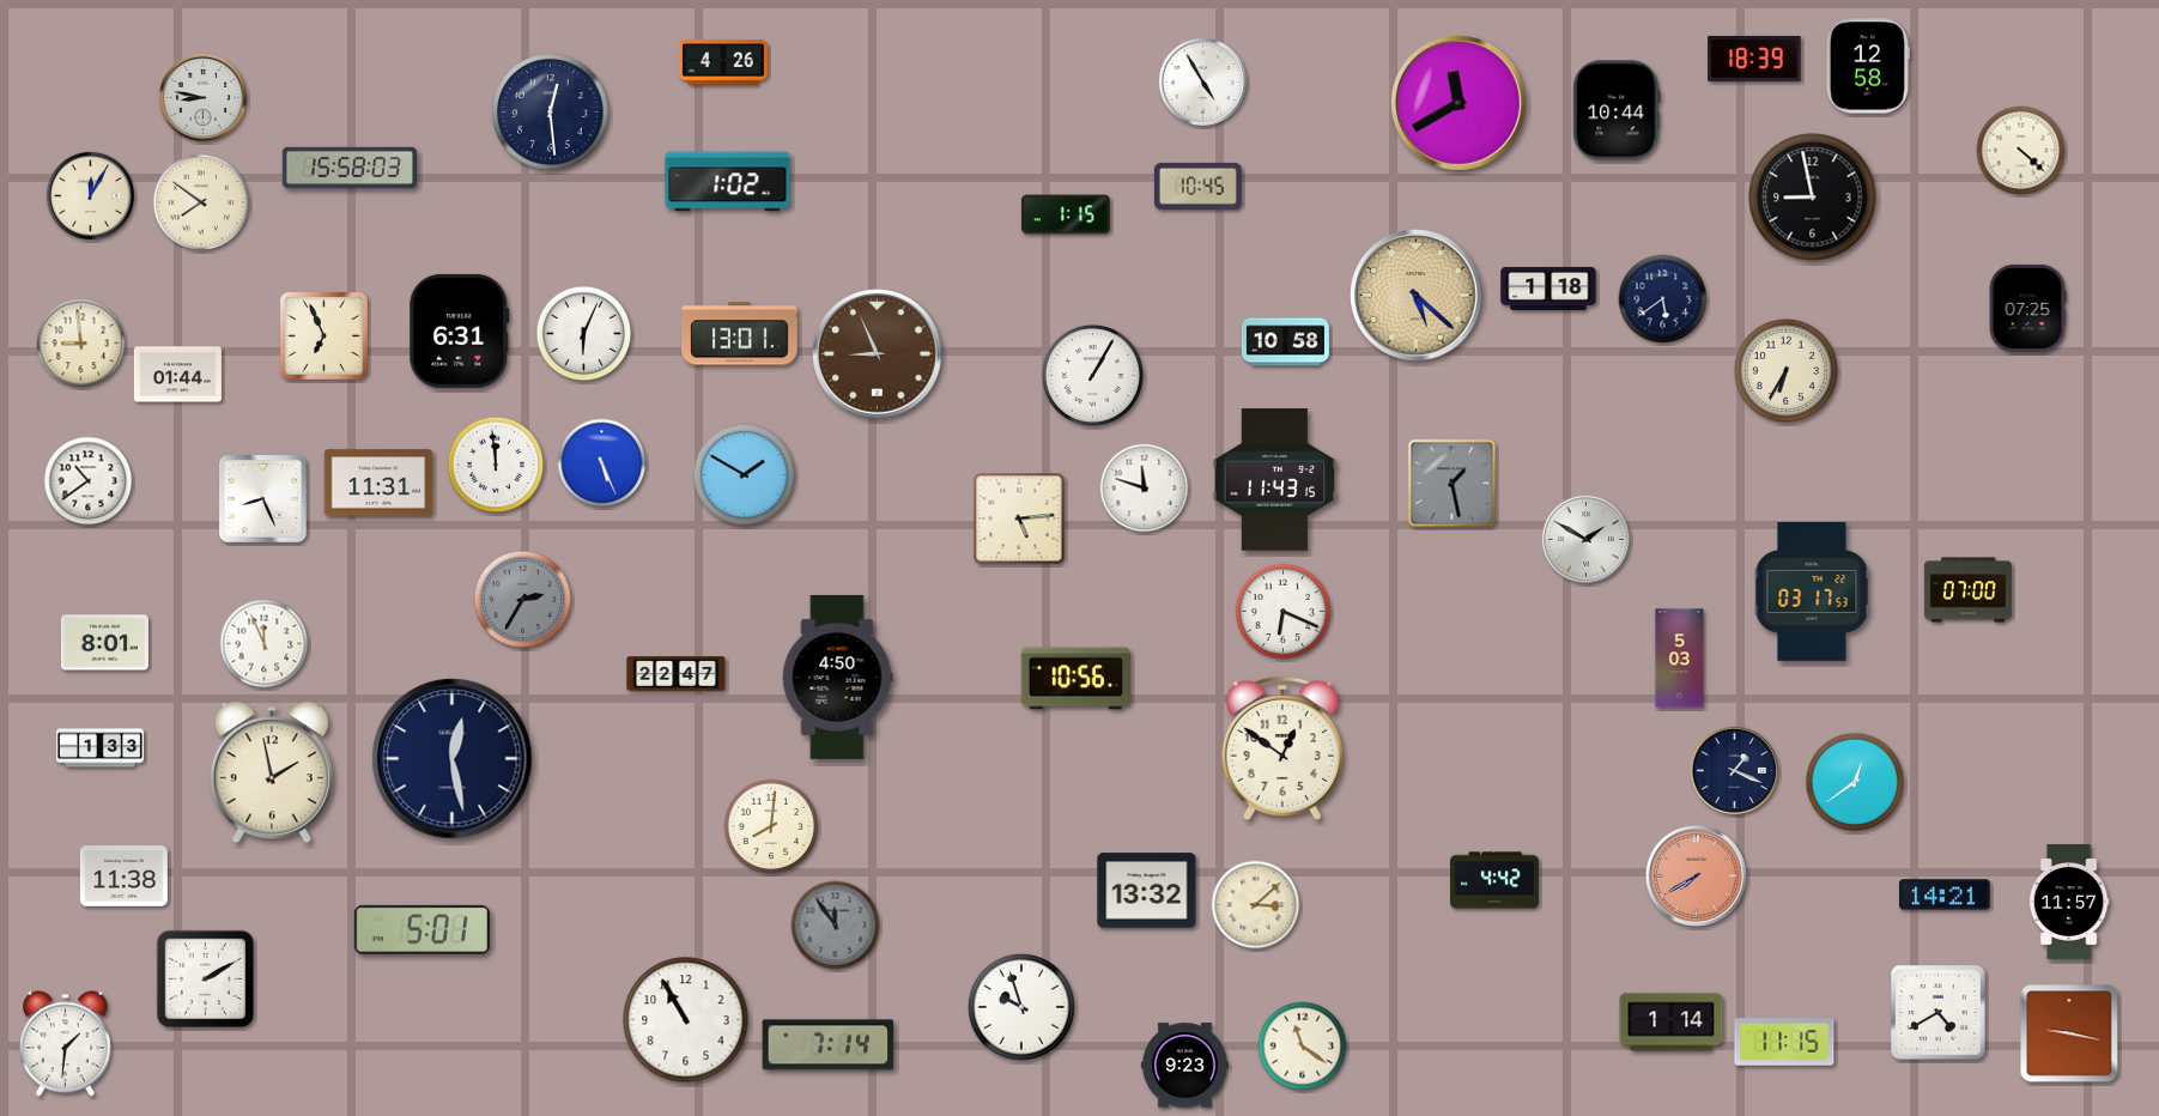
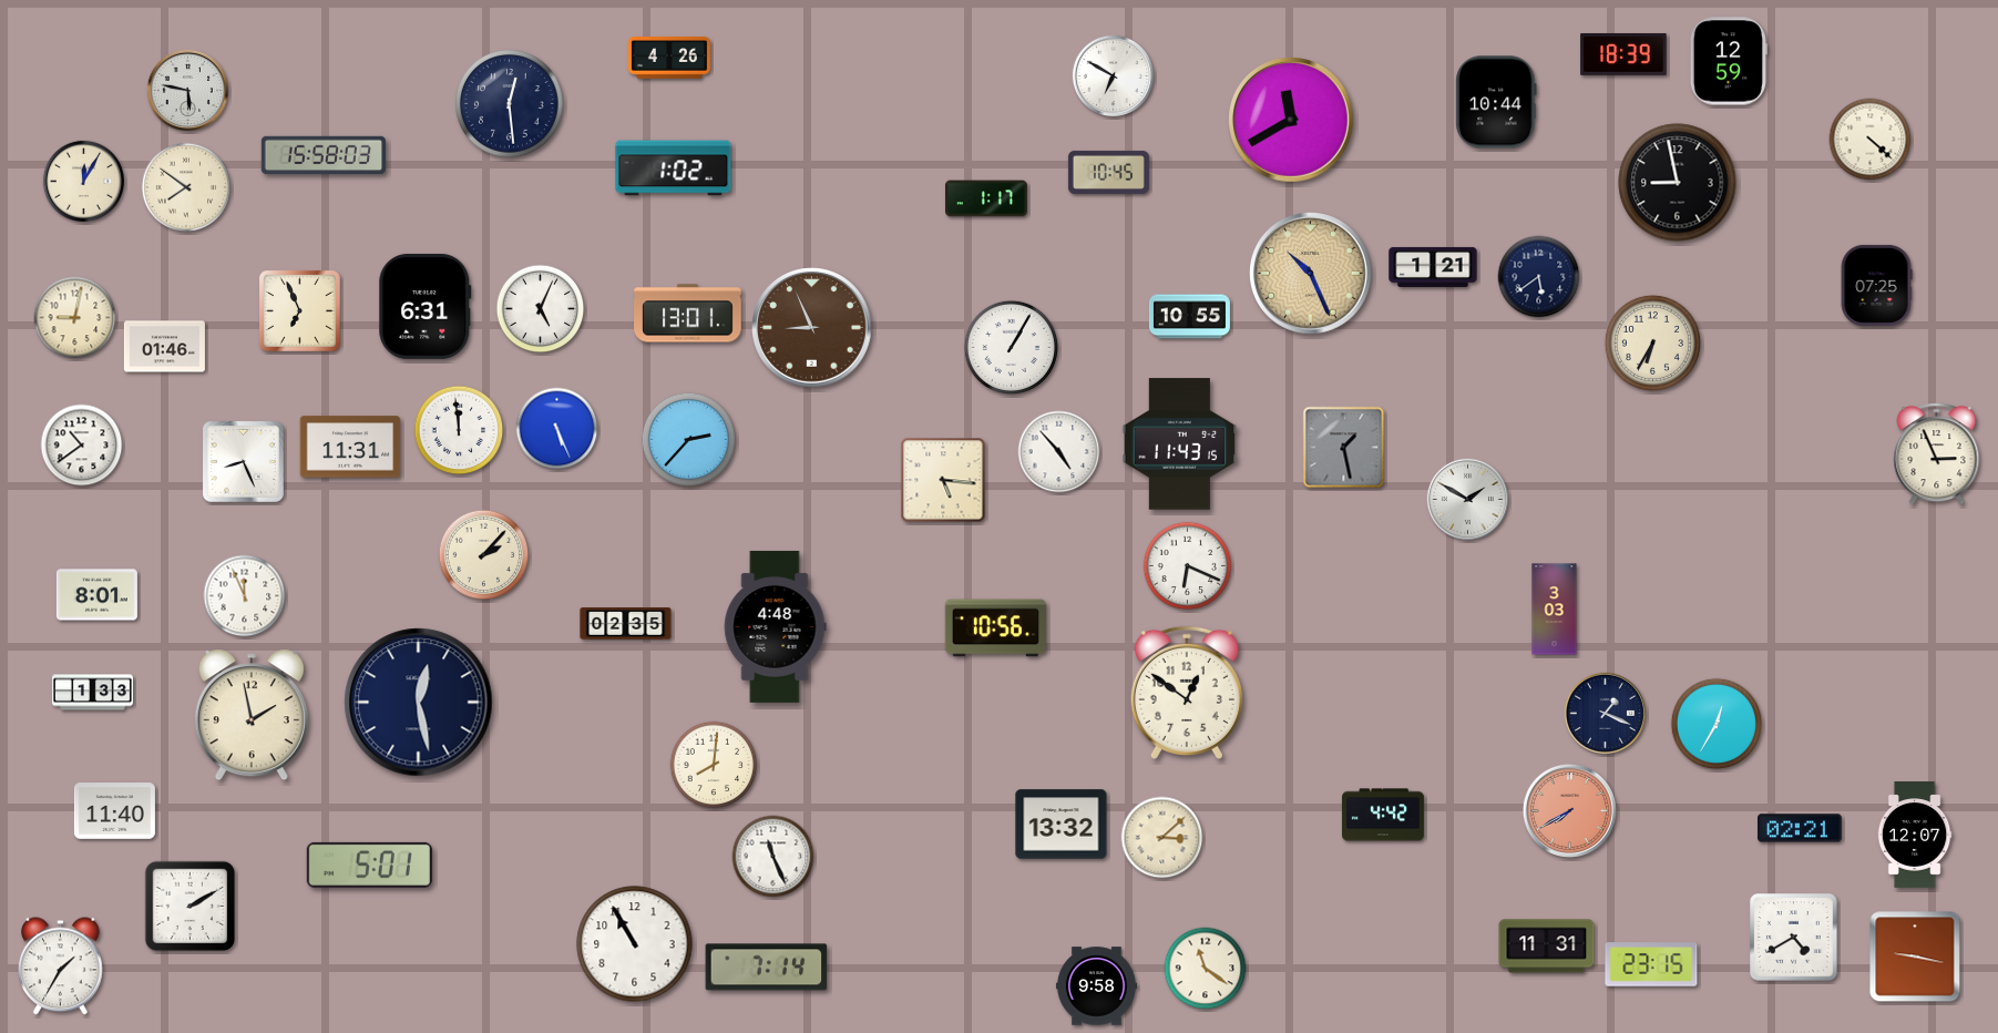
clock at (1868, 66): 12:58 -> 12:59
clock at (1202, 81): 4:55 -> 6:50
clock at (202, 97): 8:47 -> 5:47
clock at (1460, 104) position: (1460, 104) -> (1292, 121)
clock at (1066, 214): 1:15 -> 1:17
clock at (1548, 289): 1:18 -> 1:21
clock at (1417, 296): 5:22 -> 10:26
clock at (584, 334): 6:04 -> 5:04
clock at (740, 334) position: (740, 334) -> (688, 314)
clock at (1285, 342): 10:58 -> 10:55
clock at (81, 344): 8:59 -> 9:02
clock at (177, 375): 01:44 -> 01:46
clock at (744, 474): 1:50 -> 2:37
clock at (1145, 489): 11:48 -> 4:53
clock at (1937, 454): none -> 2:56
clock at (1019, 518): 5:14 -> 5:16
clock at (1967, 590): 07:00 -> none
clock at (1812, 592): 03:17 -> none
clock at (523, 600): 2:35 -> 2:07
clock at (523, 600) dial: grey -> cream
clock at (1680, 659): 5:03 -> 3:03
clock at (677, 674): 22:47 -> 02:35
clock at (837, 677): 4:50 -> 4:48
clock at (1855, 782): 12:39 -> 12:35
clock at (123, 877): 11:38 -> 11:40
clock at (1945, 894): 14:21 -> 02:21
clock at (2069, 902): 11:57 -> 12:07
clock at (836, 926): 11:54 -> 11:26
clock at (836, 926) dial: grey -> white
clock at (422, 929) position: (422, 929) -> (369, 865)
clock at (1021, 1007): 9:57 -> none
clock at (1672, 1023): 1:14 -> 11:31
clock at (1784, 1042): 11:15 -> 23:15
clock at (66, 1044): 1:31 -> 1:35
clock at (1184, 1066): 9:23 -> 9:58
